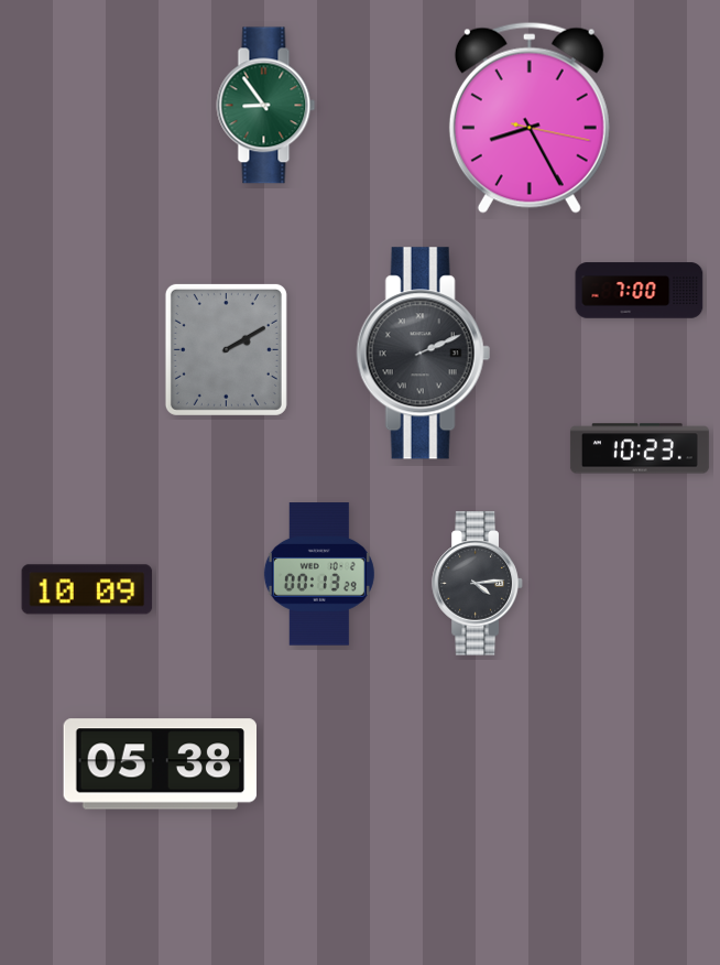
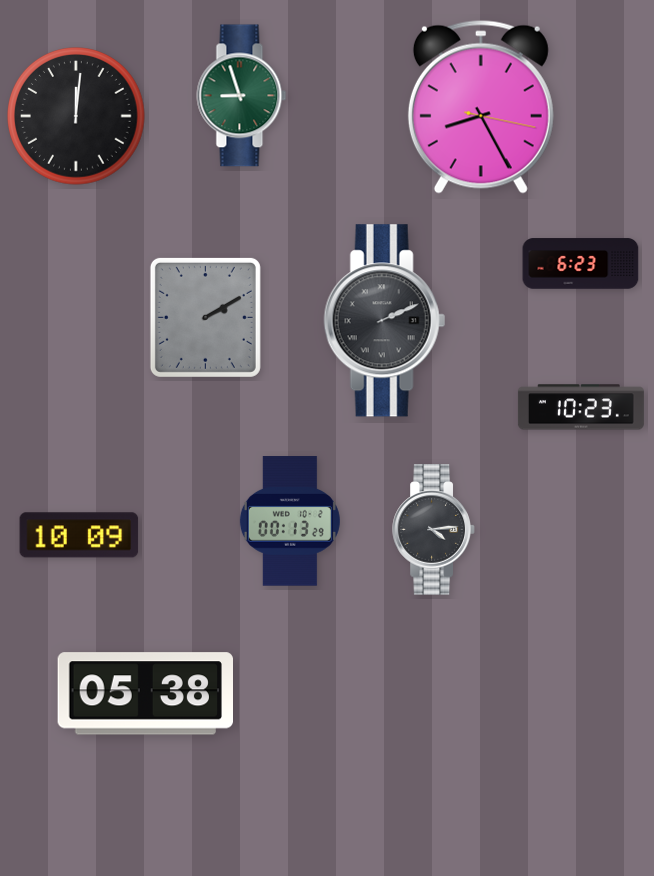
clock at (266, 106): 8:54 -> 8:57
clock at (76, 116): none -> 12:01
clock at (640, 291): 7:00 -> 6:23
